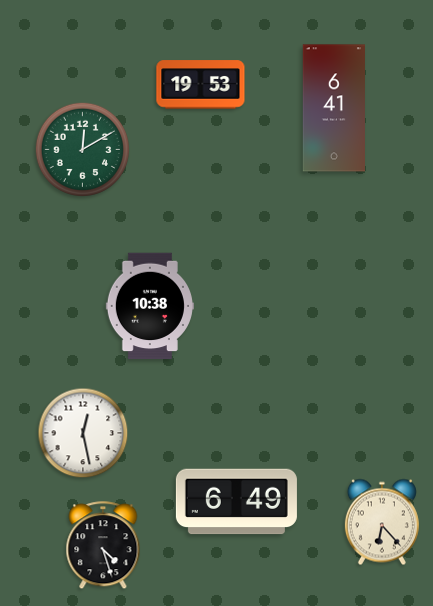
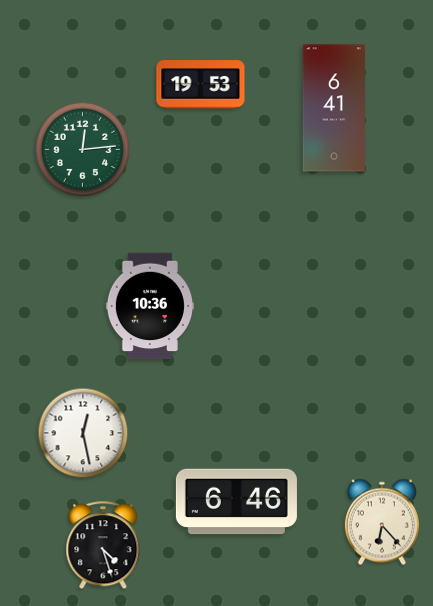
clock at (82, 149): 12:10 -> 12:14
clock at (150, 306): 10:38 -> 10:36
clock at (236, 502): 6:49 -> 6:46
